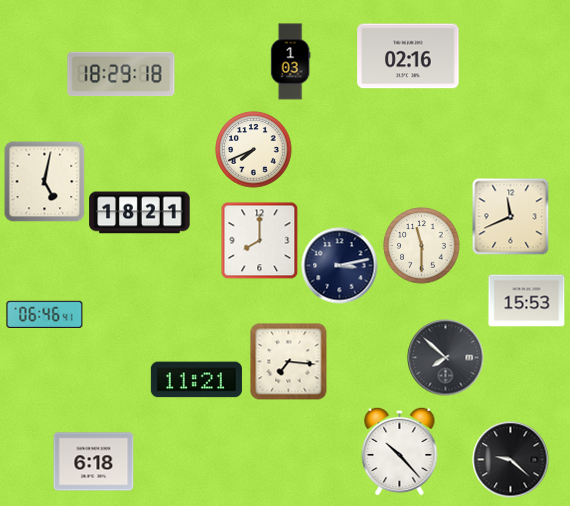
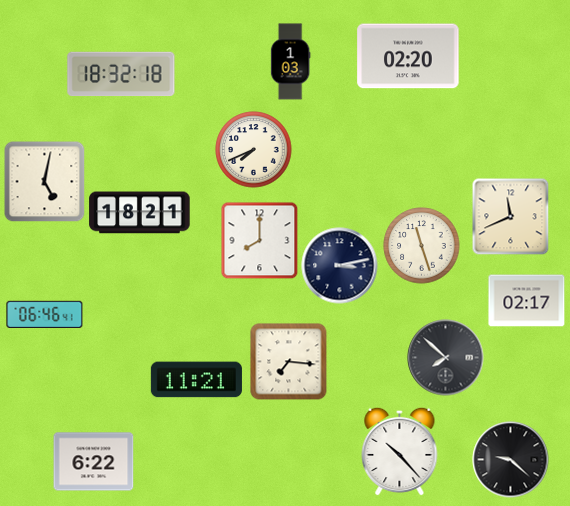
clock at (408, 56): 02:16 -> 02:20
clock at (121, 74): 18:29 -> 18:32
clock at (422, 246): 11:30 -> 11:27
clock at (527, 301): 15:53 -> 02:17
clock at (94, 462): 6:18 -> 6:22
